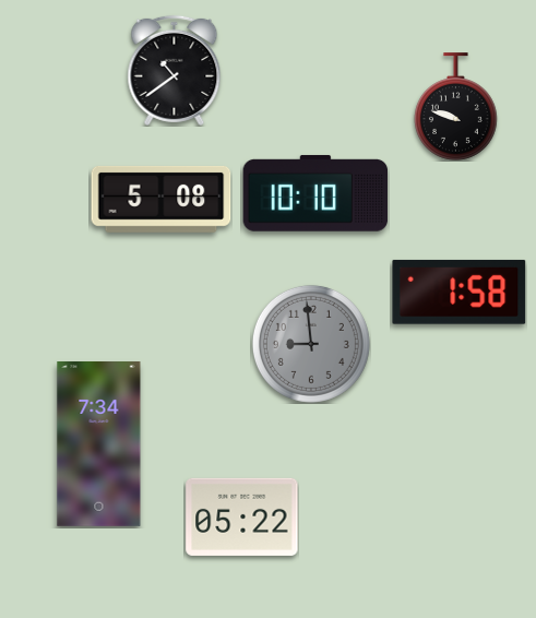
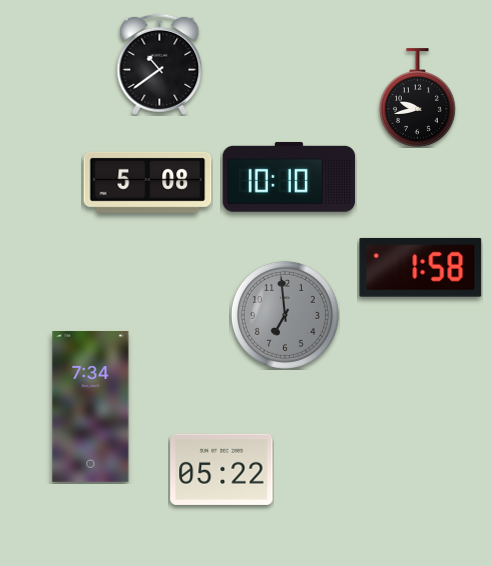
clock at (456, 107): 9:48 -> 9:43
clock at (311, 344): 8:59 -> 6:59
clock at (242, 516) position: (242, 516) -> (222, 469)
